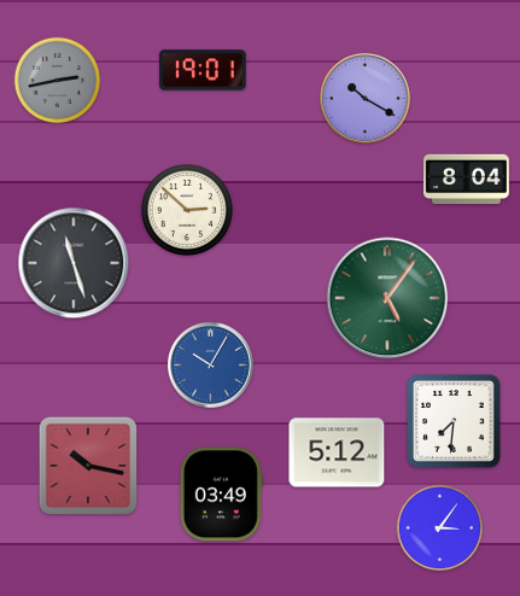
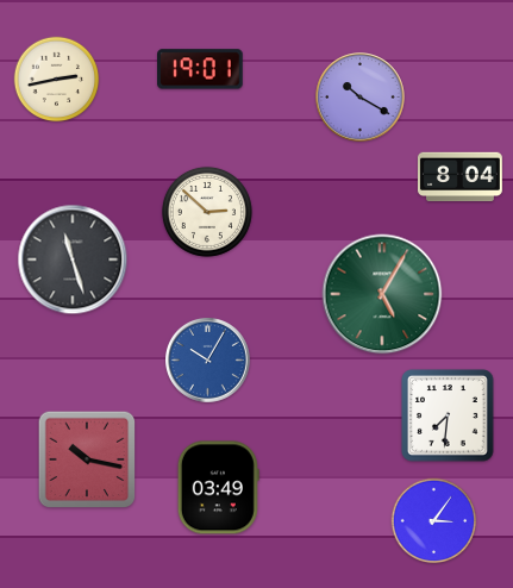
clock at (58, 81) dial: grey -> cream
clock at (187, 210) position: (187, 210) -> (207, 212)
clock at (387, 298): 5:06 -> 5:05
clock at (337, 452): 5:12 -> none
